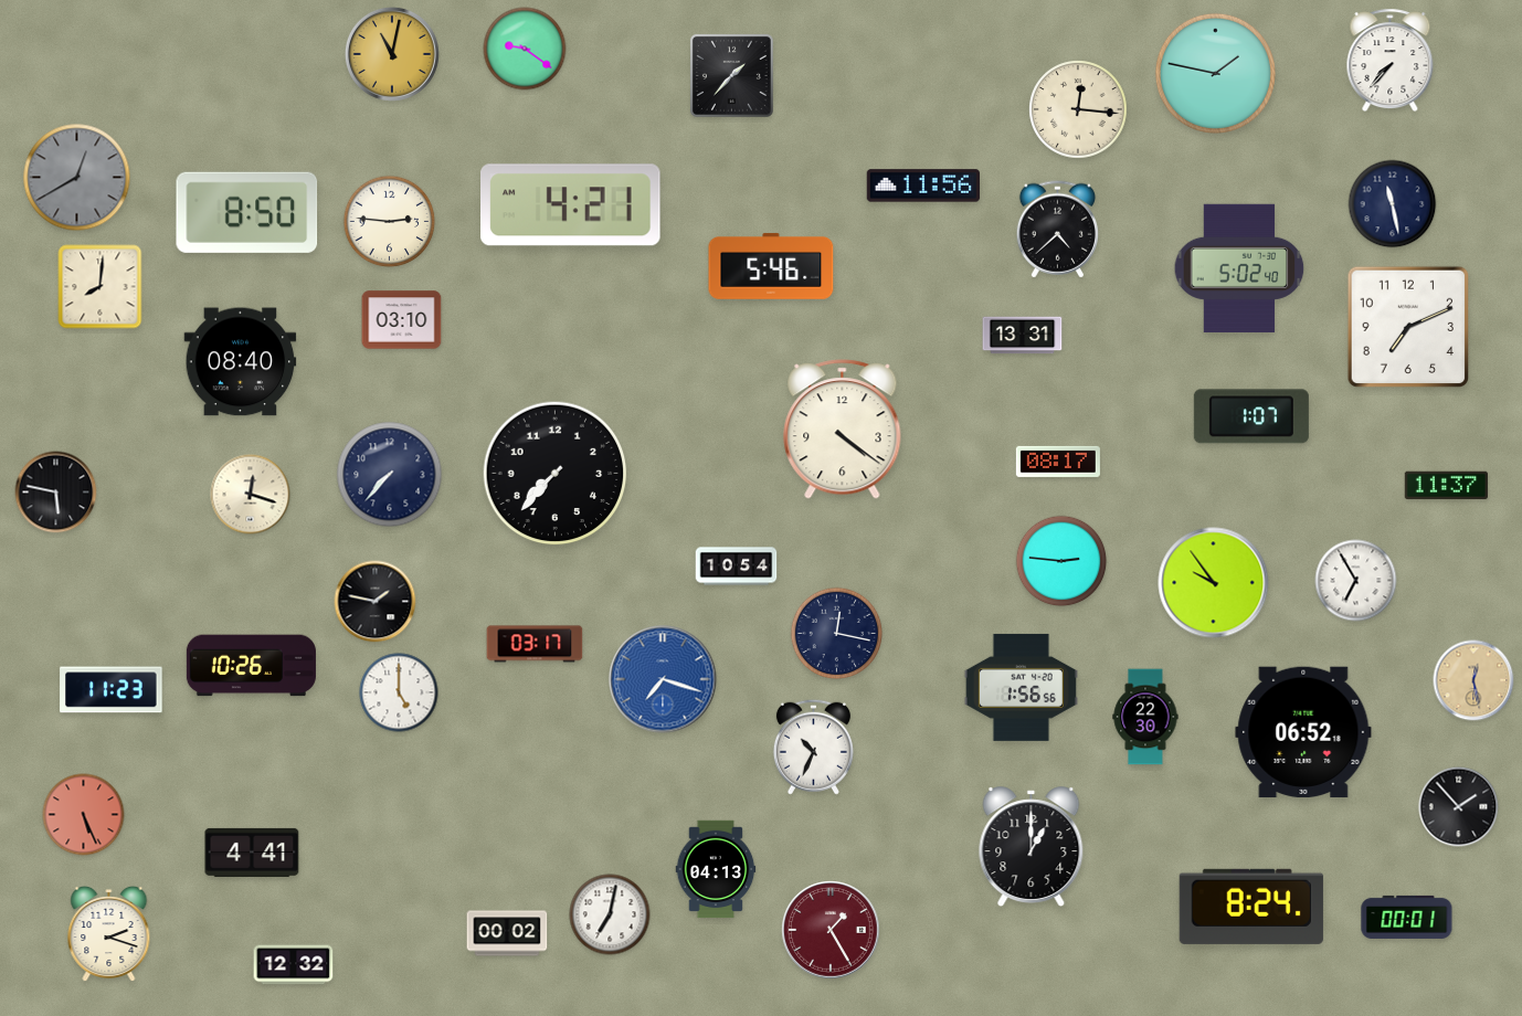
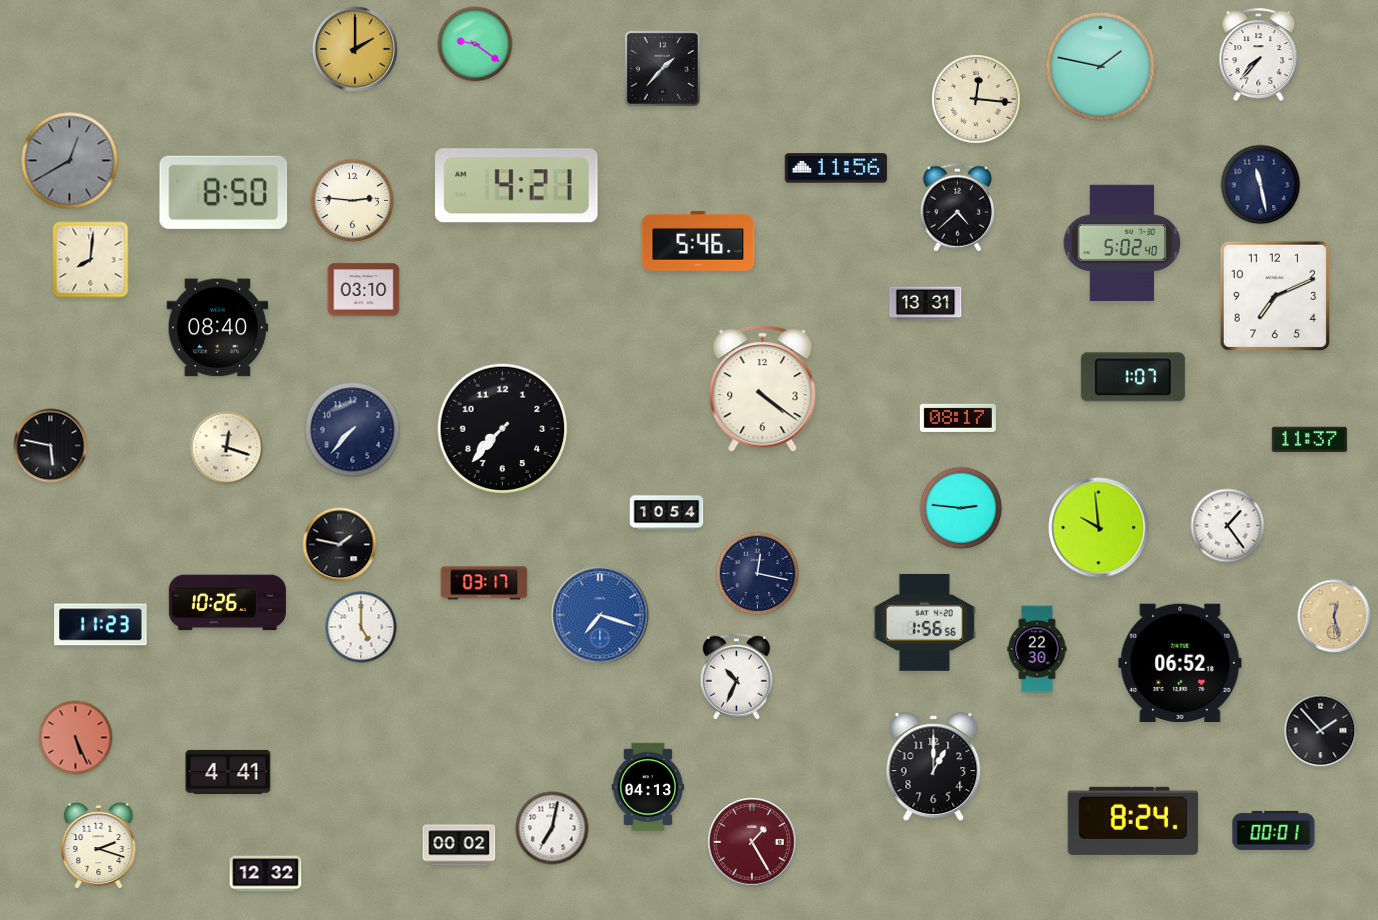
clock at (392, 54): 11:02 -> 2:00
clock at (1356, 581): 6:55 -> 1:24
clock at (1214, 583): 9:54 -> 9:59
